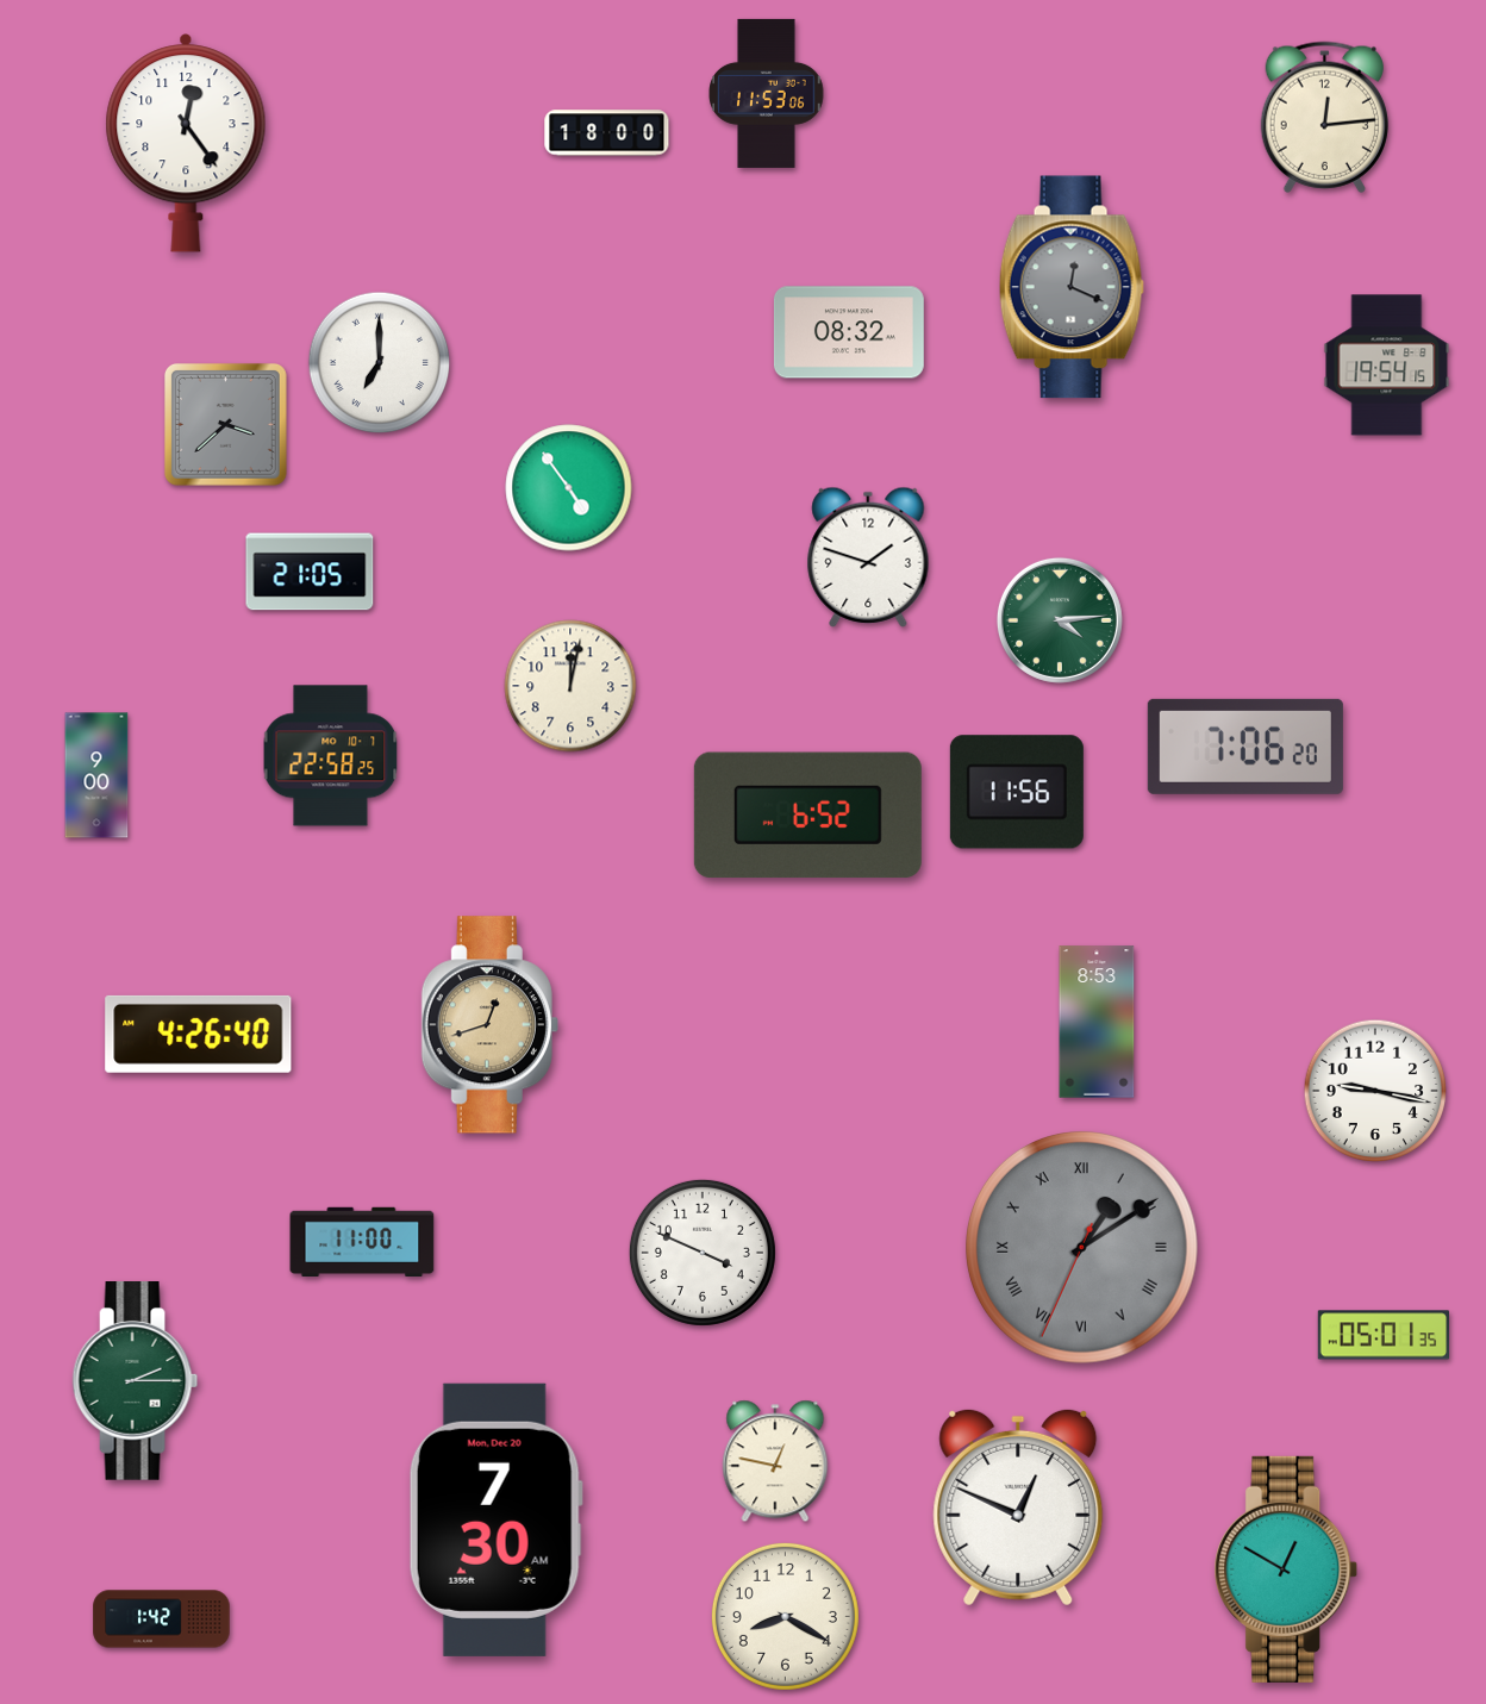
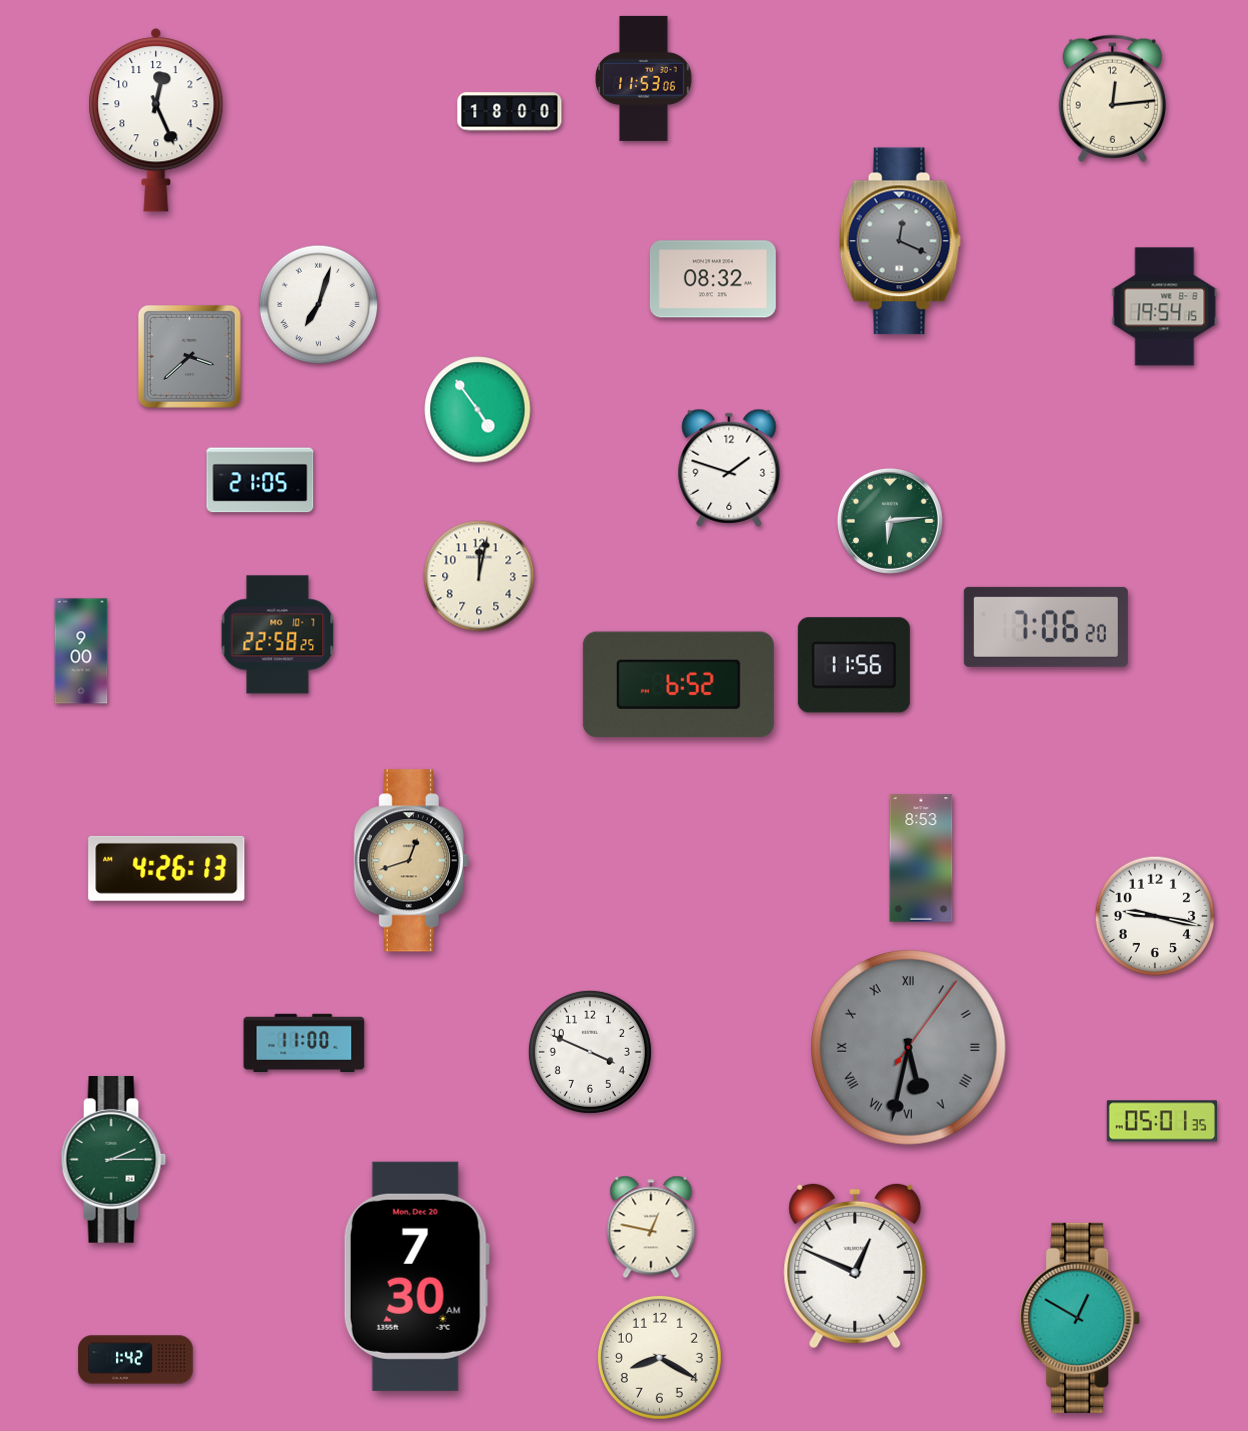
clock at (186, 143): 12:24 -> 12:26
clock at (380, 363): 7:00 -> 7:03
clock at (1060, 620): 4:14 -> 6:14
clock at (199, 1034): 4:26:40 -> 4:26:13
clock at (1082, 1248): 1:09 -> 5:32
